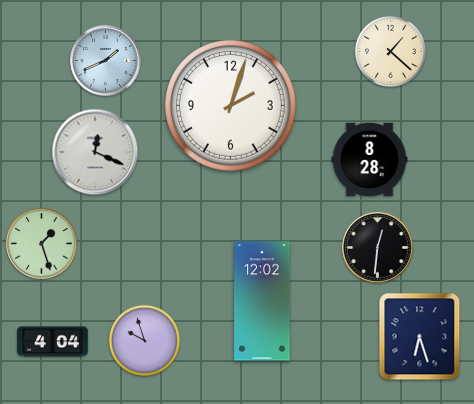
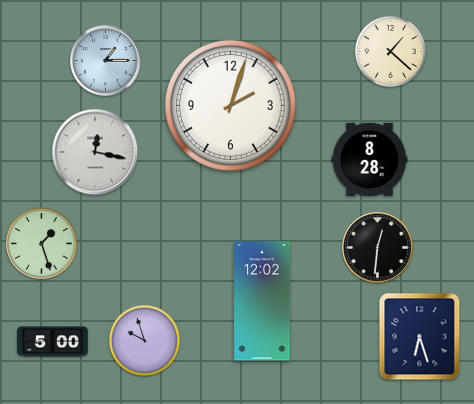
clock at (106, 61): 1:41 -> 1:15
clock at (95, 152): 12:19 -> 12:17
clock at (53, 342): 4:04 -> 5:00
